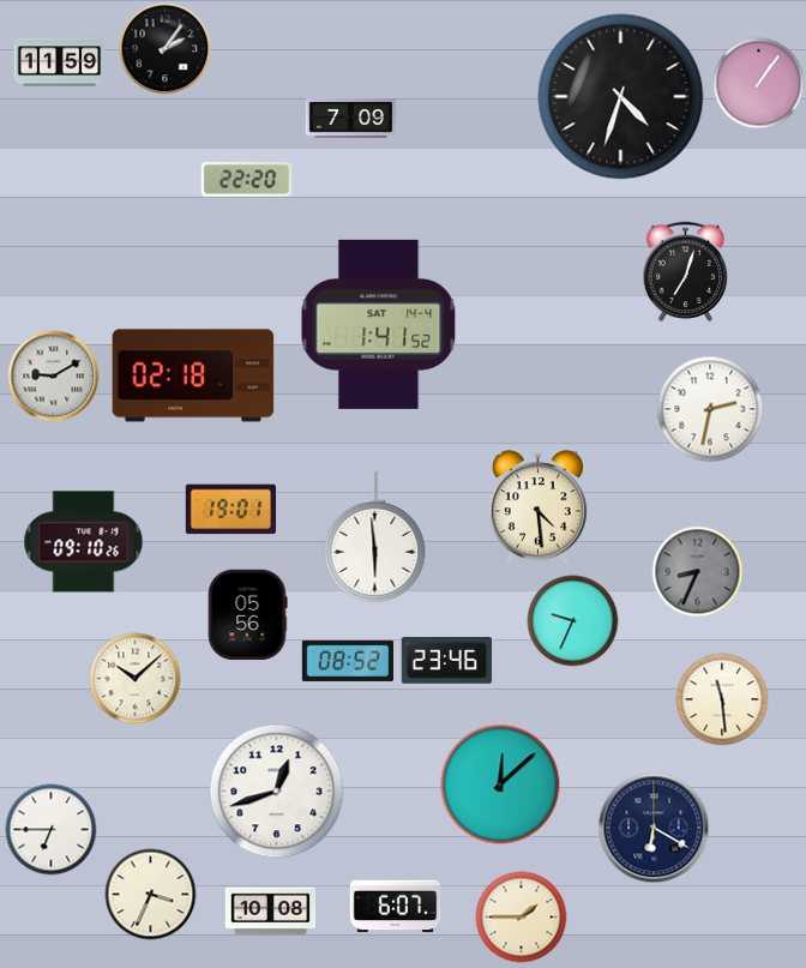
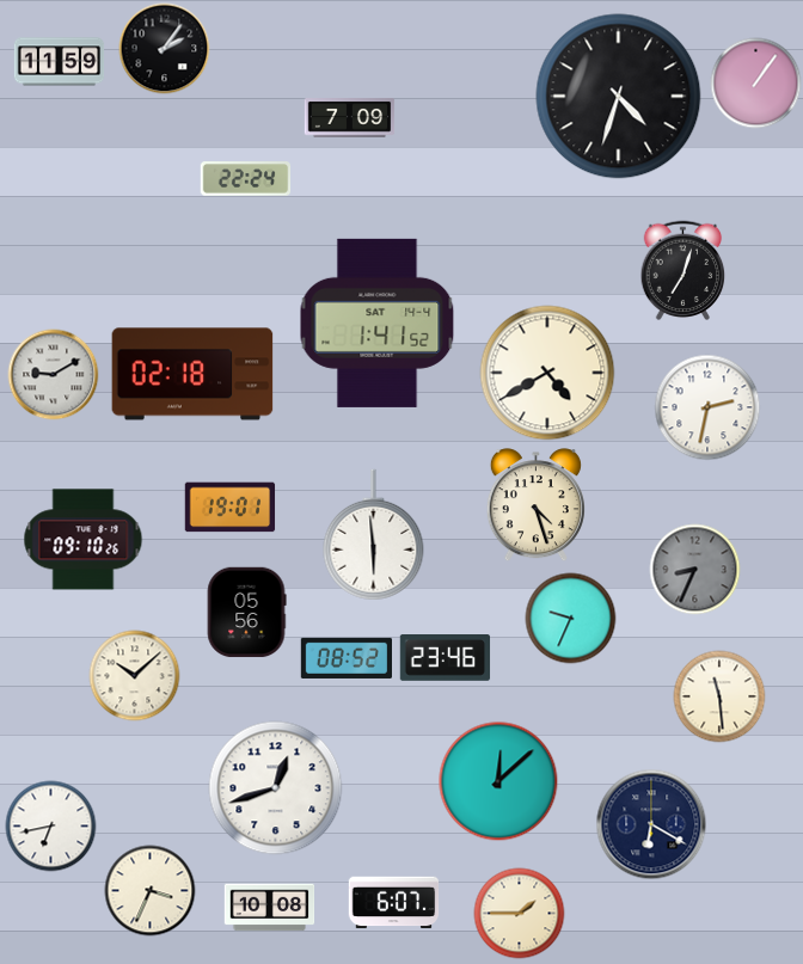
clock at (247, 180): 22:20 -> 22:24
clock at (547, 373): none -> 4:40
clock at (537, 507): 4:29 -> 4:27
clock at (52, 830): 6:45 -> 6:43
